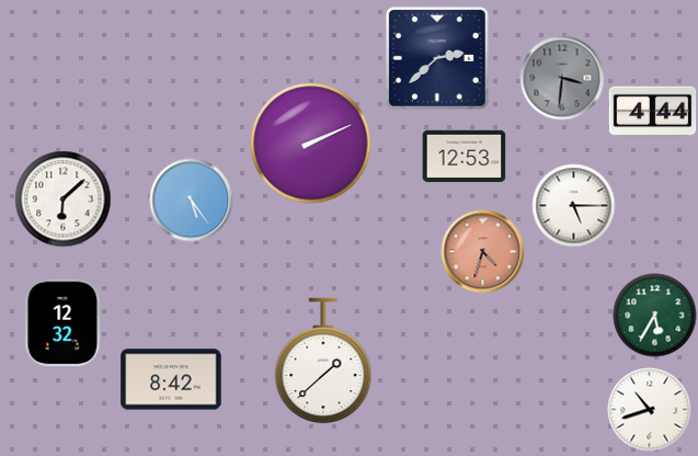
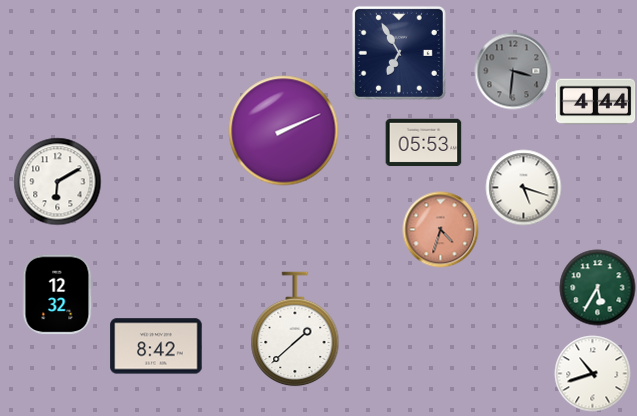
clock at (437, 58): 2:38 -> 6:55
clock at (465, 157): 12:53 -> 05:53
clock at (64, 200): 6:08 -> 6:10
clock at (192, 201): 5:24 -> none
clock at (574, 206): 5:15 -> 5:18
